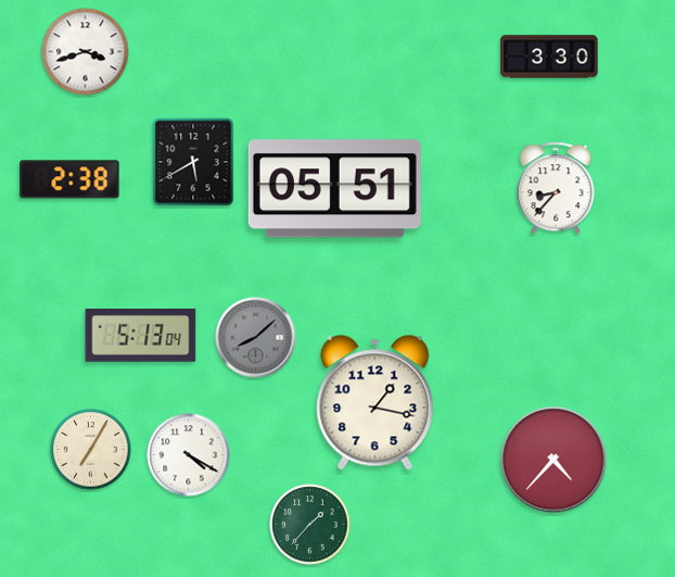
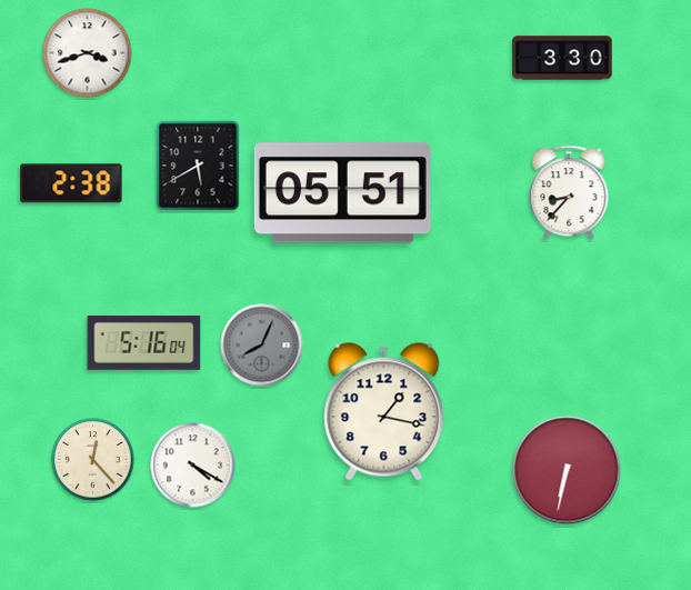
clock at (141, 336): 5:13 -> 5:16
clock at (256, 338): 8:08 -> 8:04
clock at (91, 450): 7:05 -> 12:23
clock at (553, 460): 4:37 -> 6:32
clock at (310, 525): 1:37 -> none
